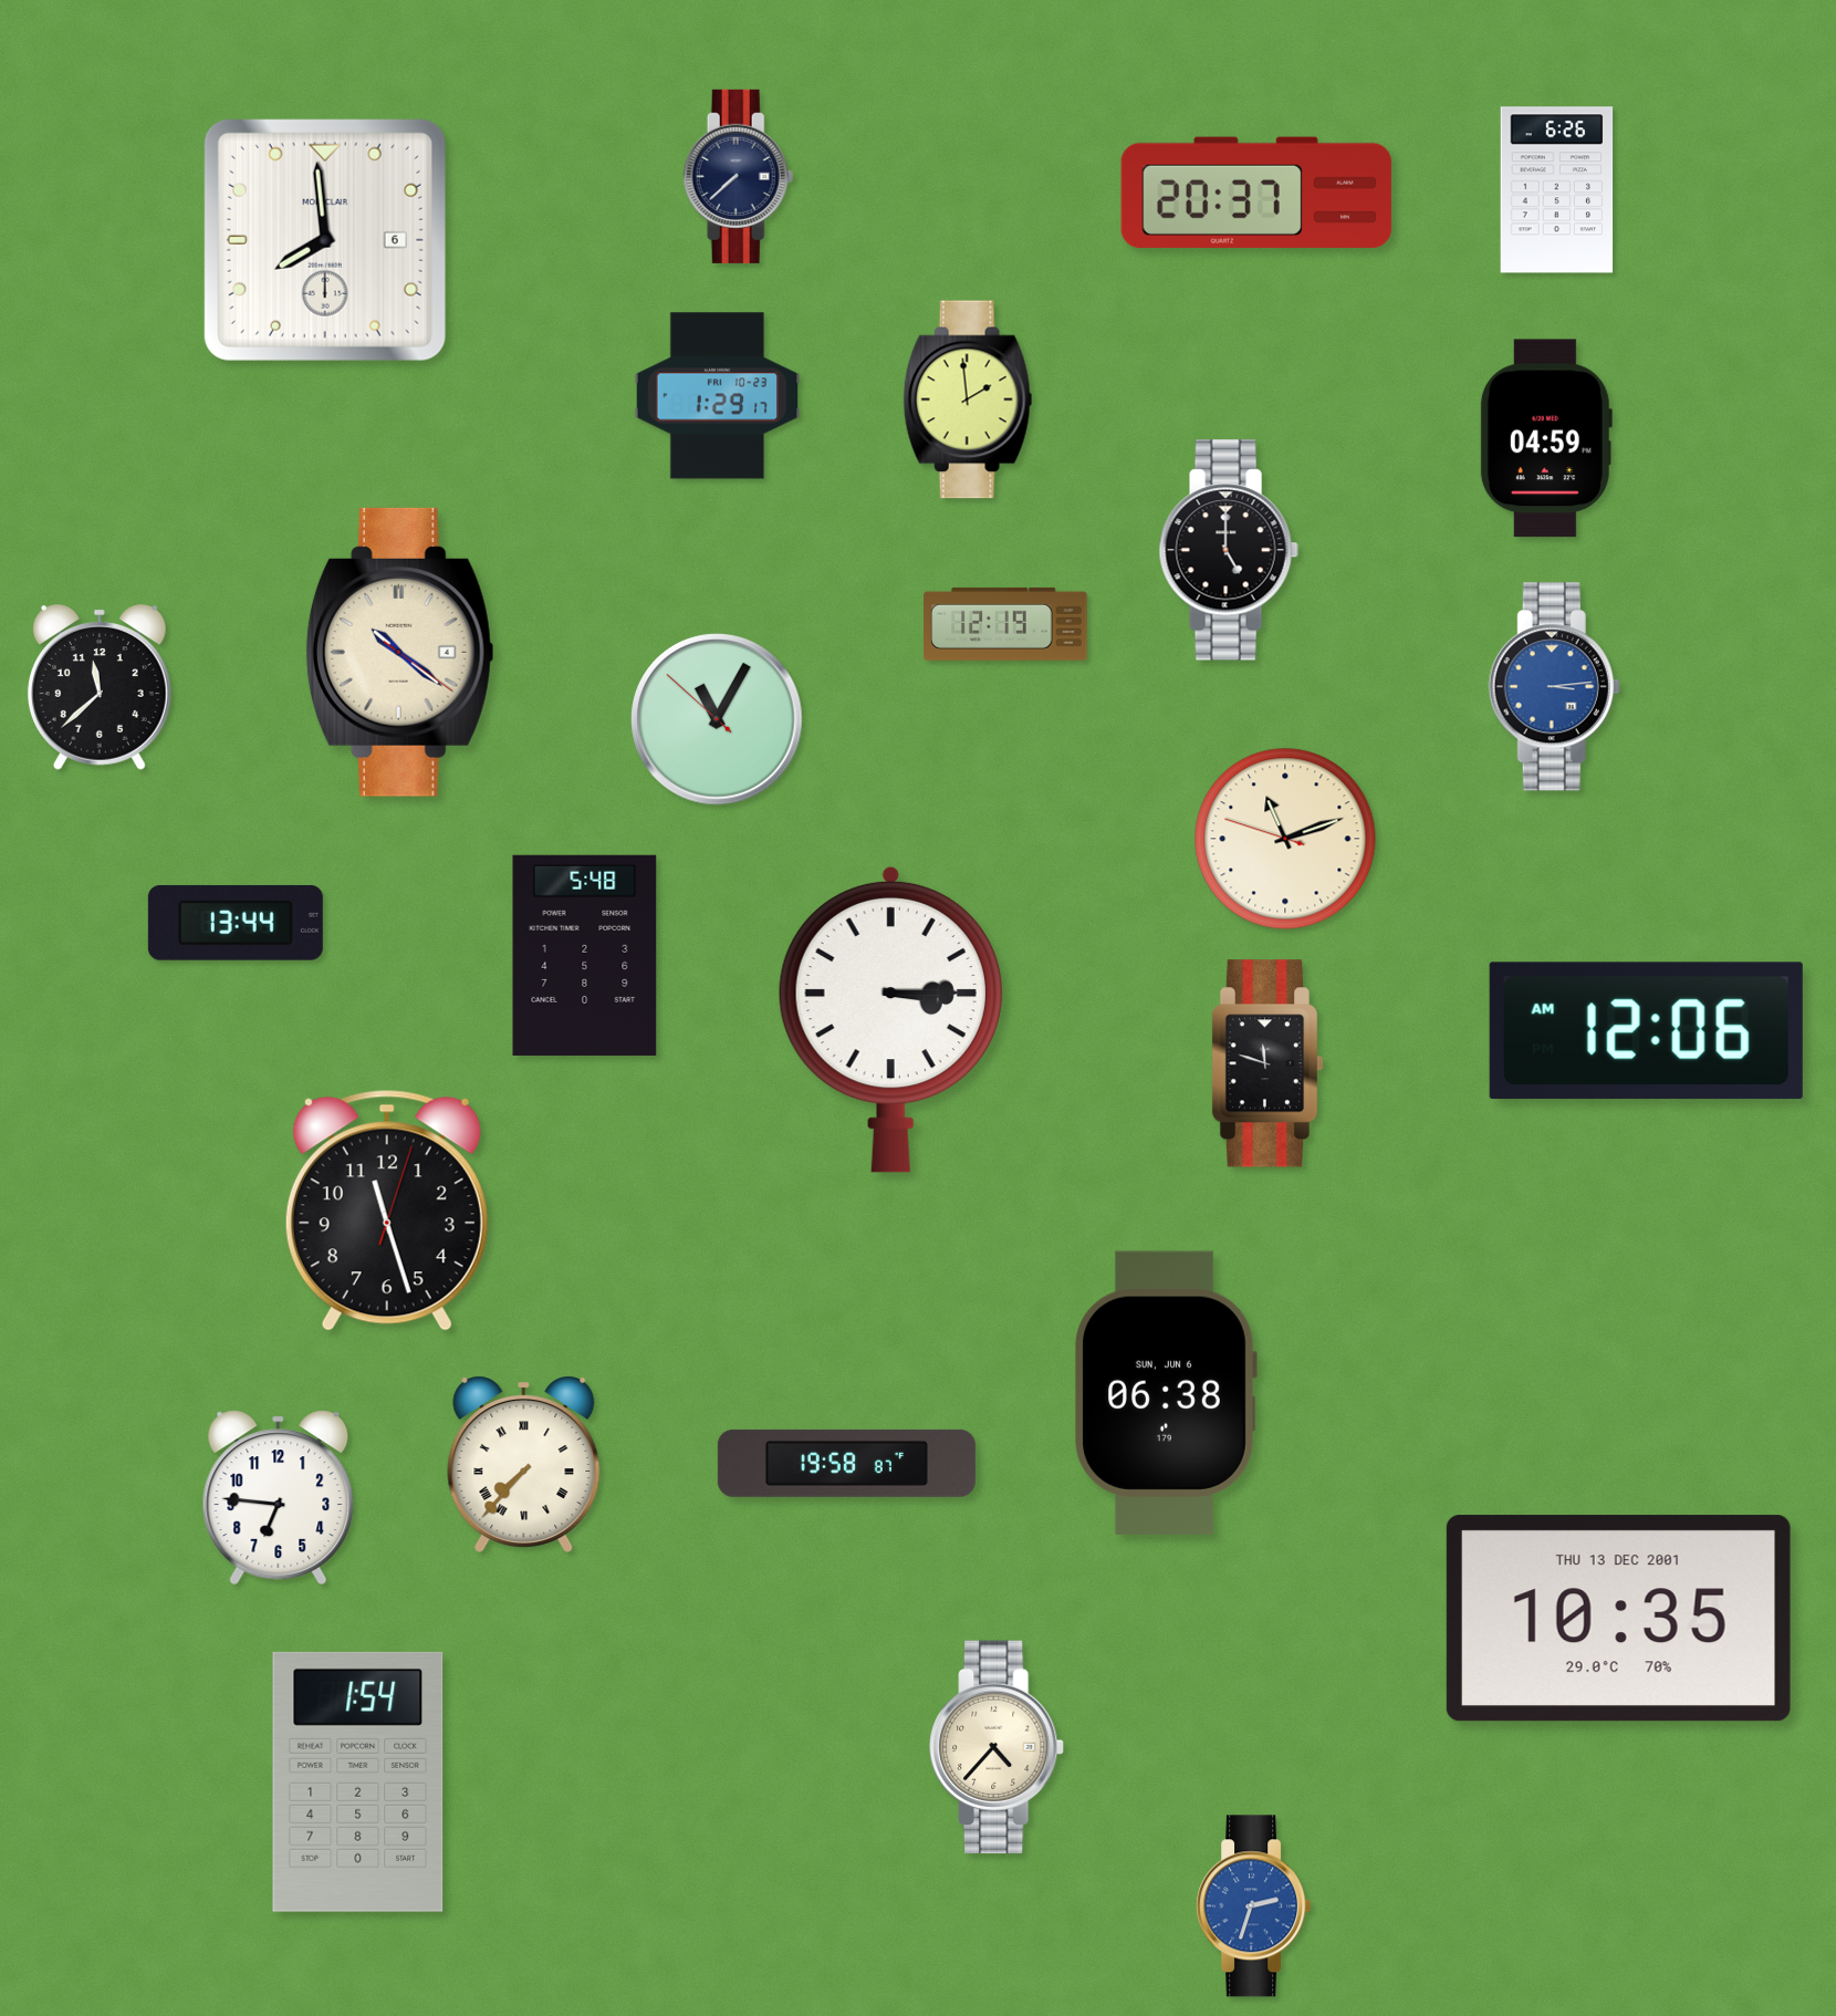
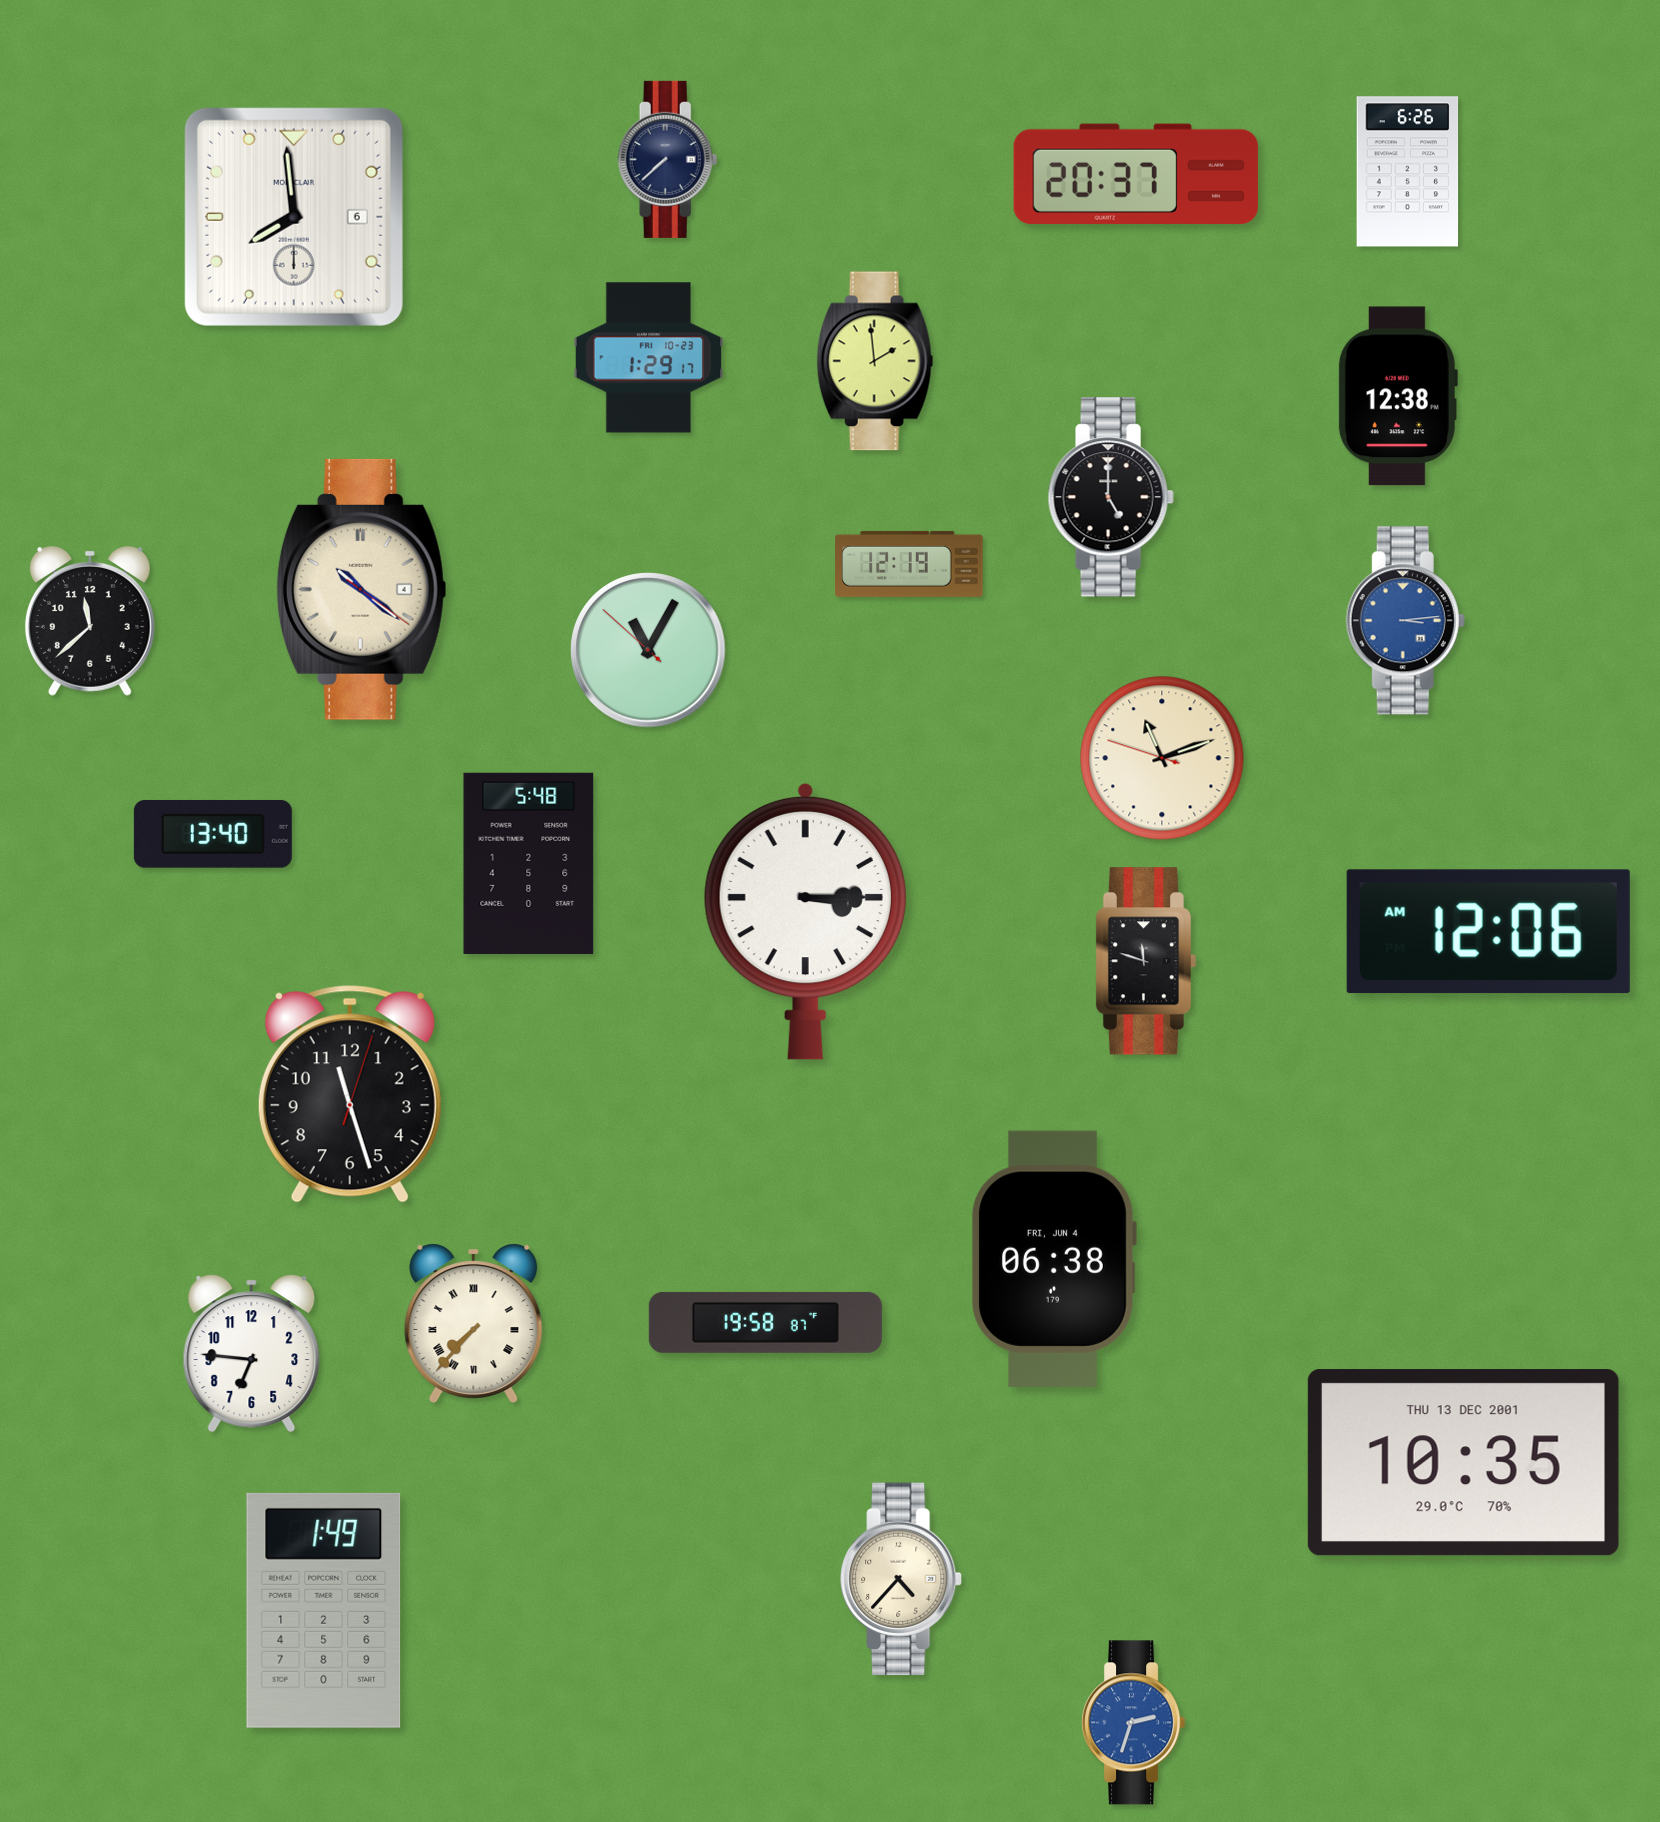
clock at (1546, 438): 04:59 -> 12:38
clock at (236, 923): 13:44 -> 13:40
clock at (1166, 1393) date: SUN, JUN 6 -> FRI, JUN 4
clock at (358, 1781): 1:54 -> 1:49
